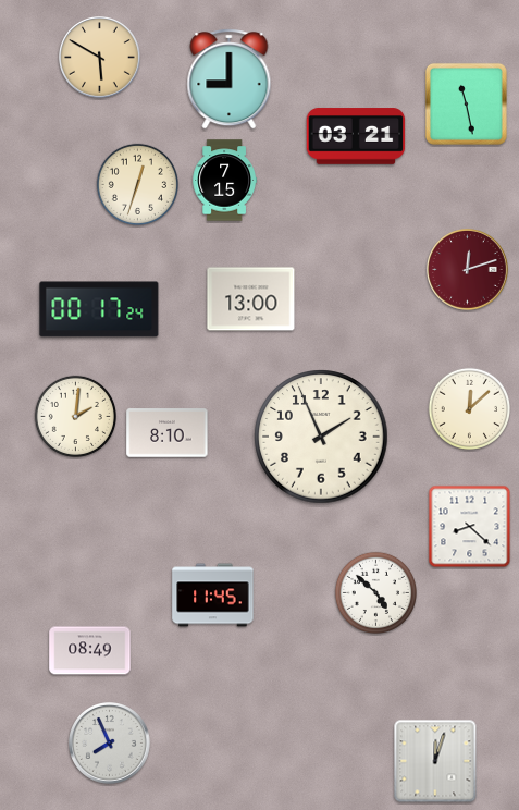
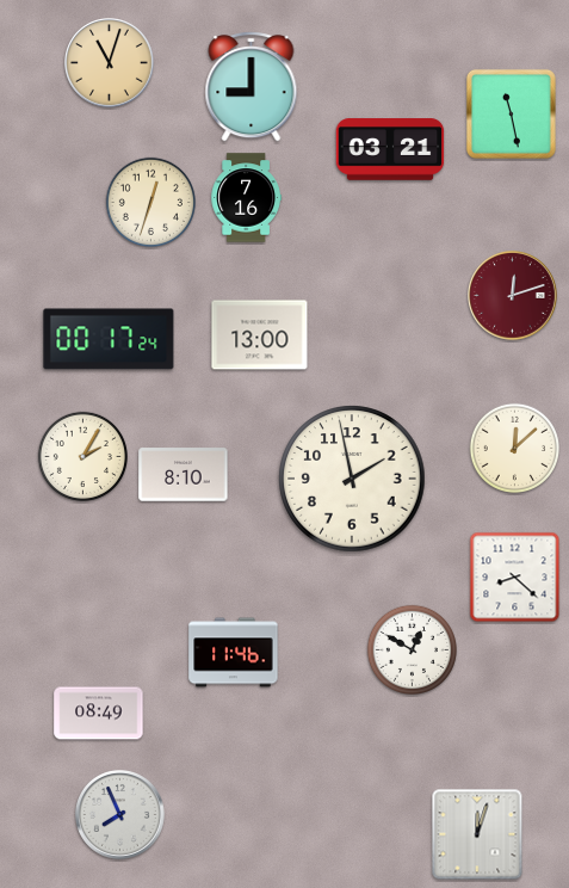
clock at (100, 58): 5:50 -> 11:03
clock at (224, 181): 7:15 -> 7:16
clock at (251, 299) position: (251, 299) -> (260, 335)
clock at (75, 416): 2:01 -> 2:05
clock at (321, 437): 1:56 -> 1:58
clock at (375, 592): 4:52 -> 12:50
clock at (213, 596): 11:45 -> 11:46
